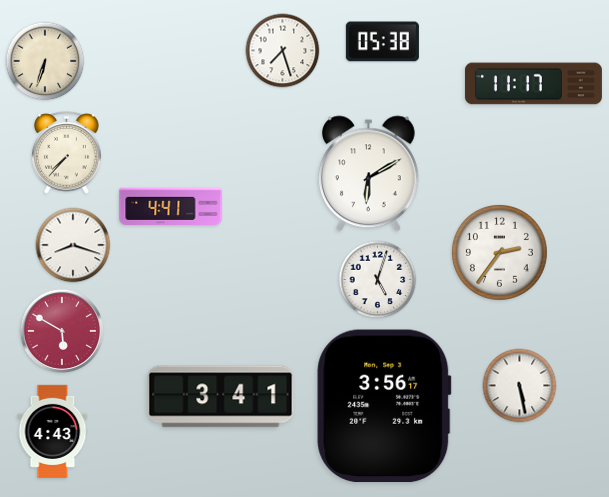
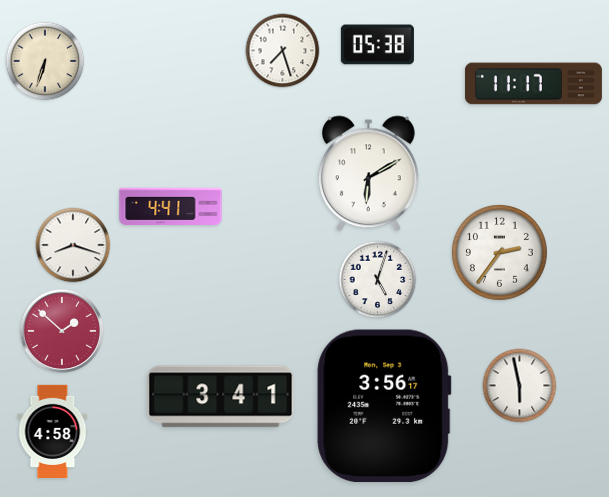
clock at (382, 42) position: (382, 42) -> (377, 45)
clock at (67, 152): 7:37 -> none
clock at (62, 331): 5:50 -> 1:52
clock at (520, 386): 5:28 -> 5:58
clock at (53, 431): 4:43 -> 4:58
